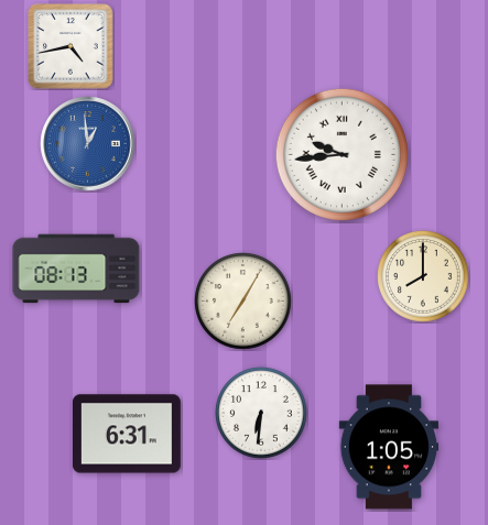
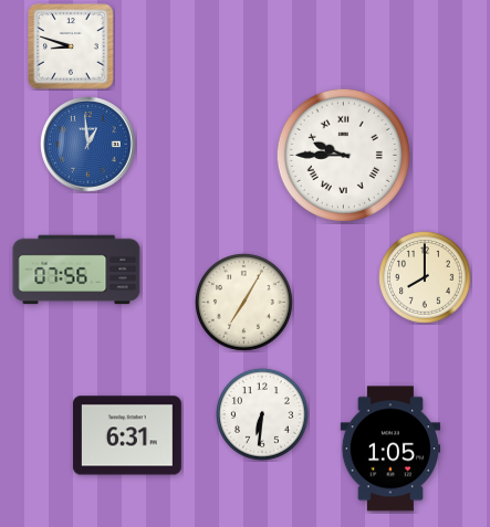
clock at (71, 46): 4:43 -> 8:48
clock at (341, 154): 9:44 -> 9:45
clock at (76, 269): 08:13 -> 07:56
